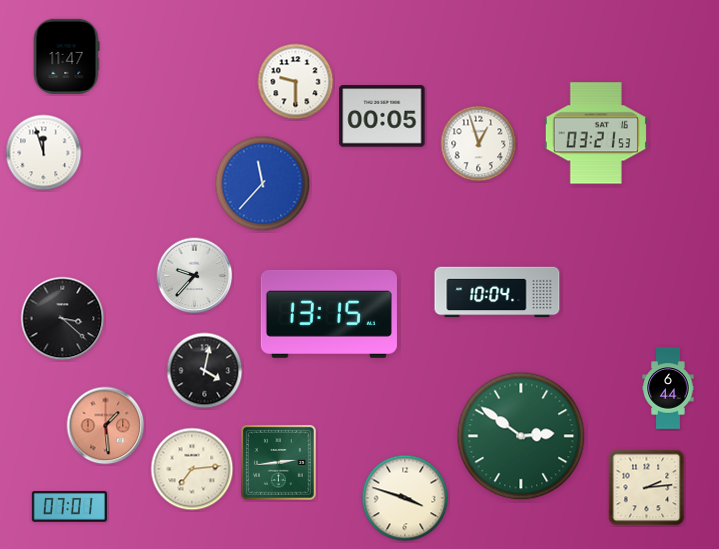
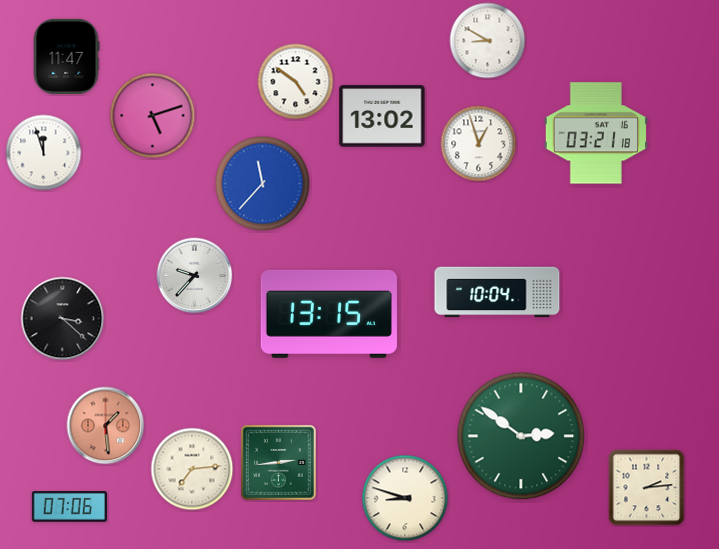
clock at (488, 41): none -> 8:50
clock at (296, 82): 9:30 -> 4:51
clock at (153, 116): none -> 5:12
clock at (382, 116): 00:05 -> 13:02
clock at (596, 133): 03:21:53 -> 03:21:18
clock at (205, 371): 4:02 -> none
clock at (668, 388): 6:44 -> none
clock at (405, 498): 3:48 -> 8:48
clock at (69, 507): 07:01 -> 07:06
